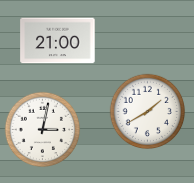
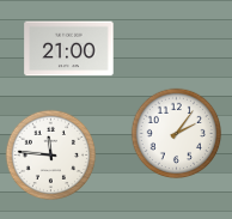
clock at (148, 112): 1:40 -> 2:06
clock at (43, 130): 3:02 -> 11:46
